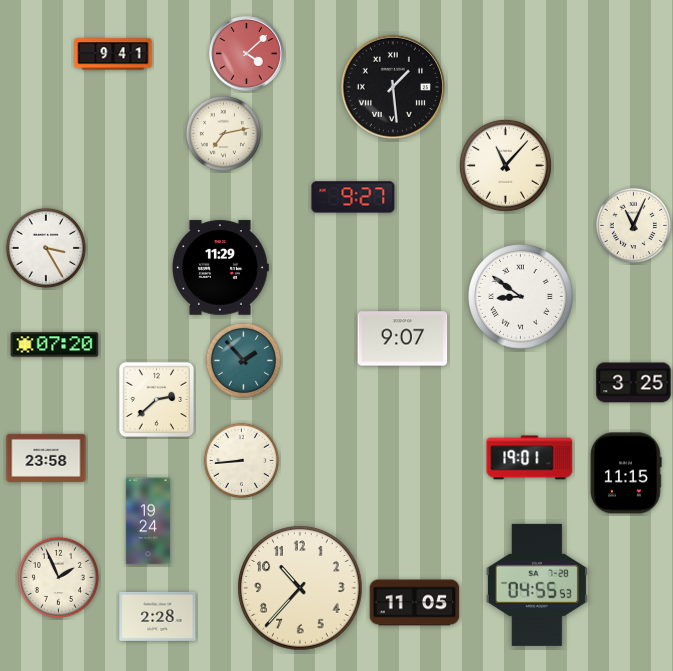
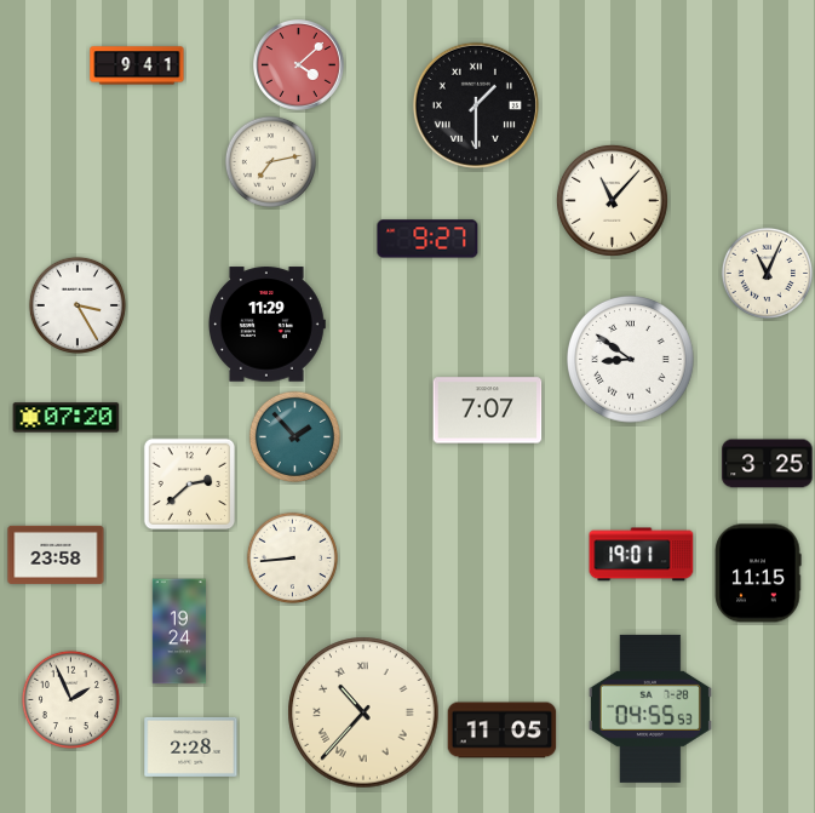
clock at (393, 87): 1:29 -> 1:30
clock at (46, 248) position: (46, 248) -> (78, 305)
clock at (403, 339): 9:07 -> 7:07
clock at (300, 588) numerals: Arabic -> Roman
